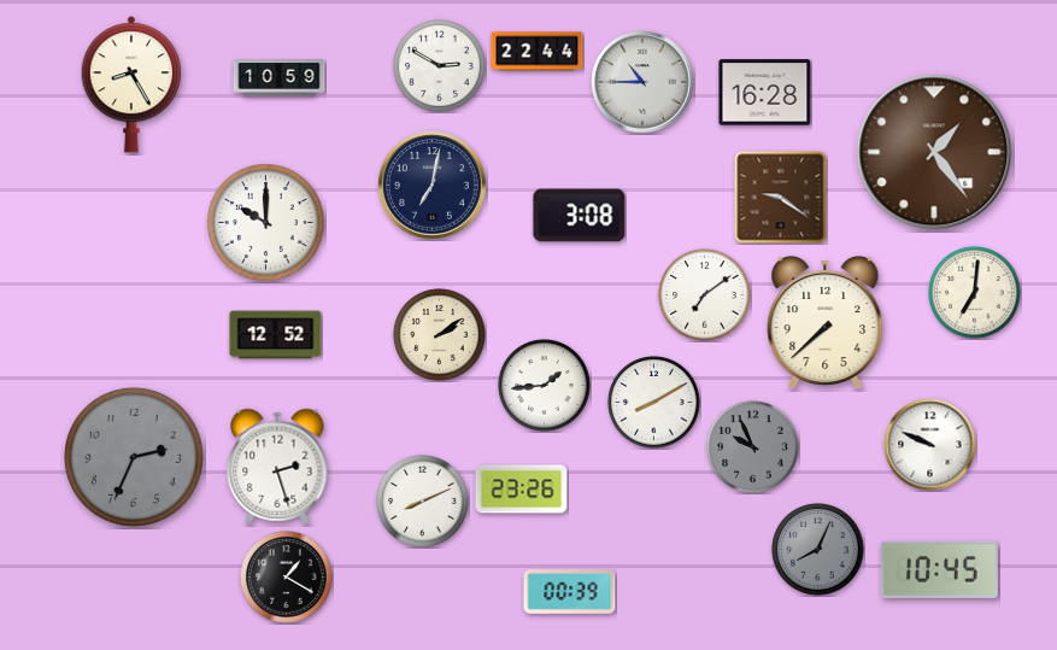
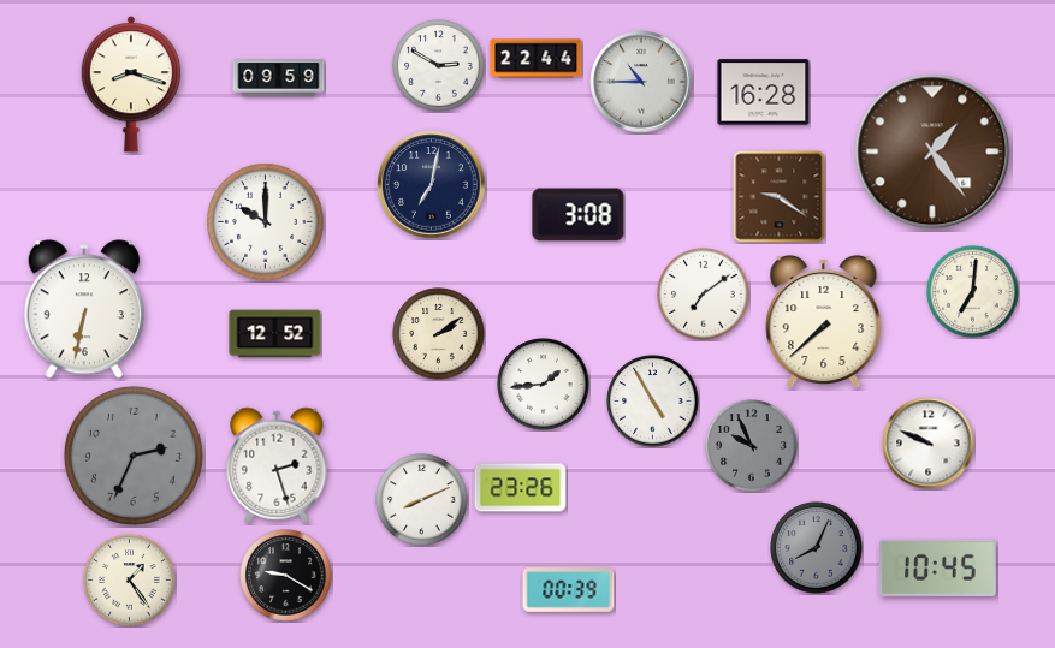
clock at (538, 52) position: (538, 52) -> (537, 59)
clock at (280, 78): 10:59 -> 09:59
clock at (131, 84): 8:25 -> 8:18
clock at (84, 309): none -> 6:32
clock at (654, 403): 8:10 -> 4:55
clock at (287, 578): 1:20 -> 9:20
clock at (130, 581): none -> 1:24
